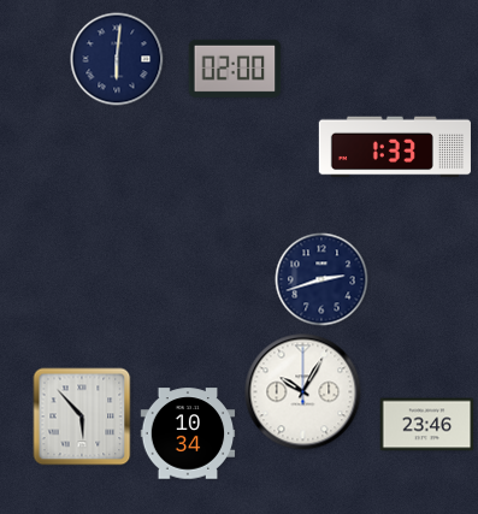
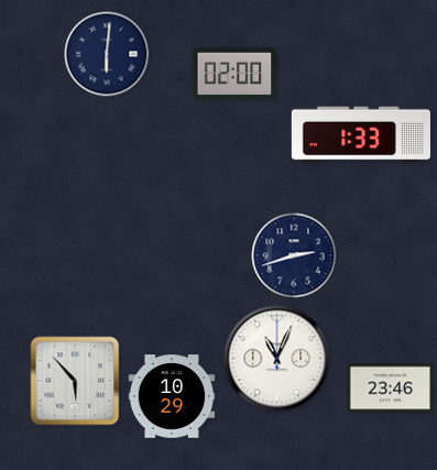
clock at (235, 69) position: (235, 69) -> (234, 74)
clock at (303, 392): 10:05 -> 11:04
clock at (188, 433): 10:34 -> 10:29
